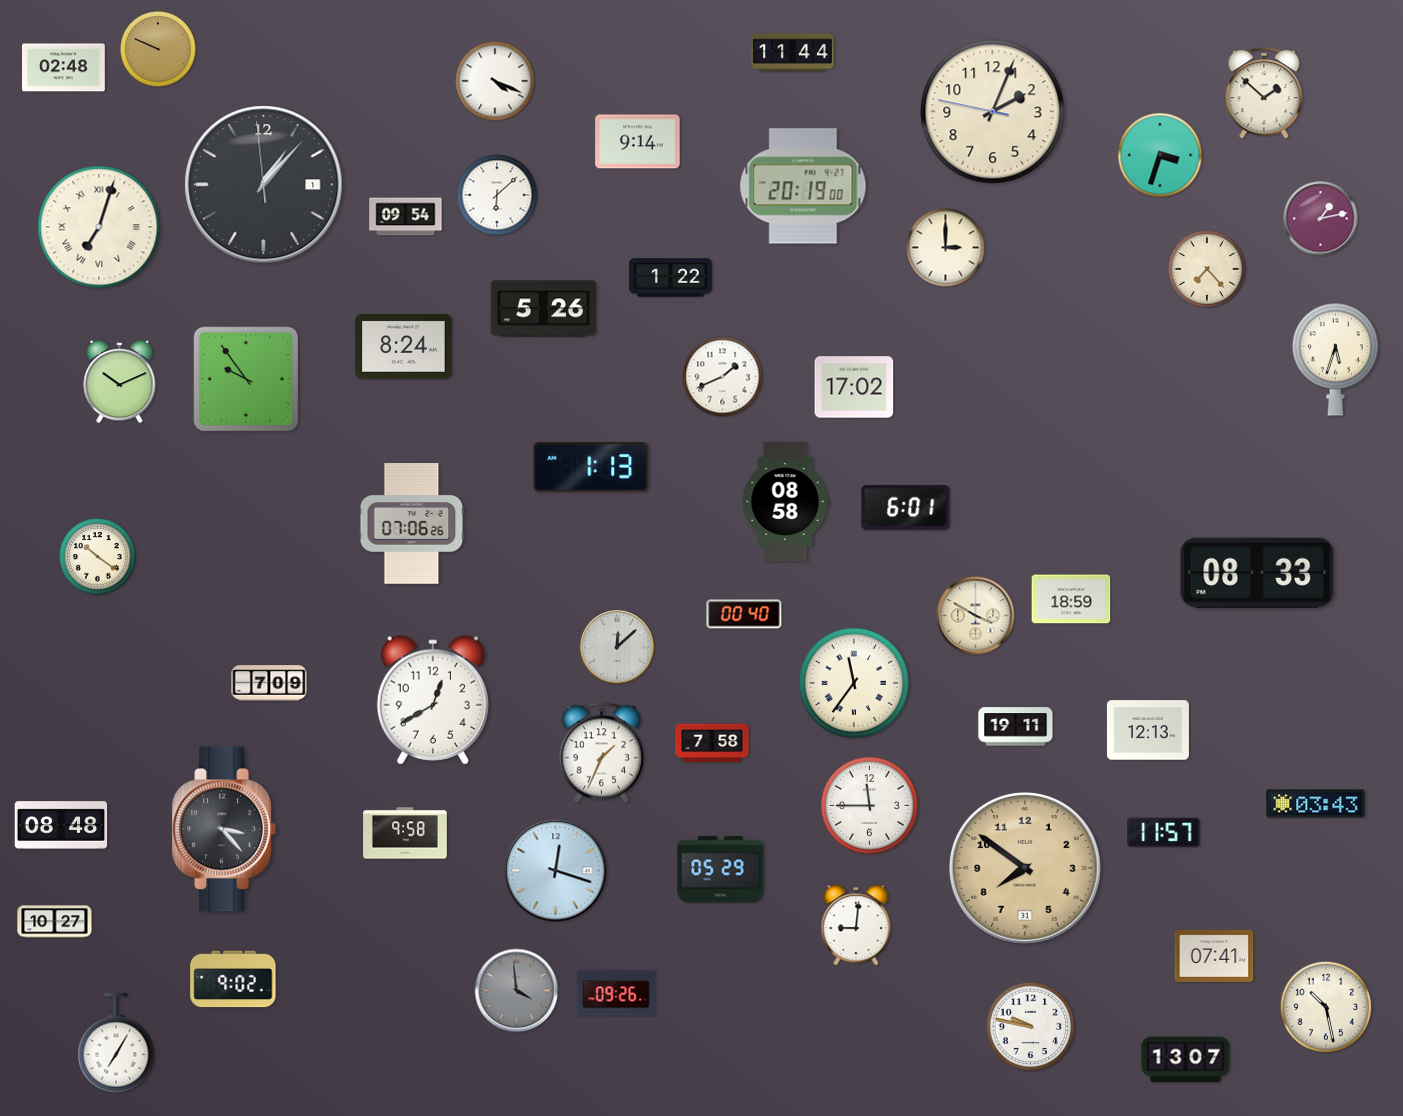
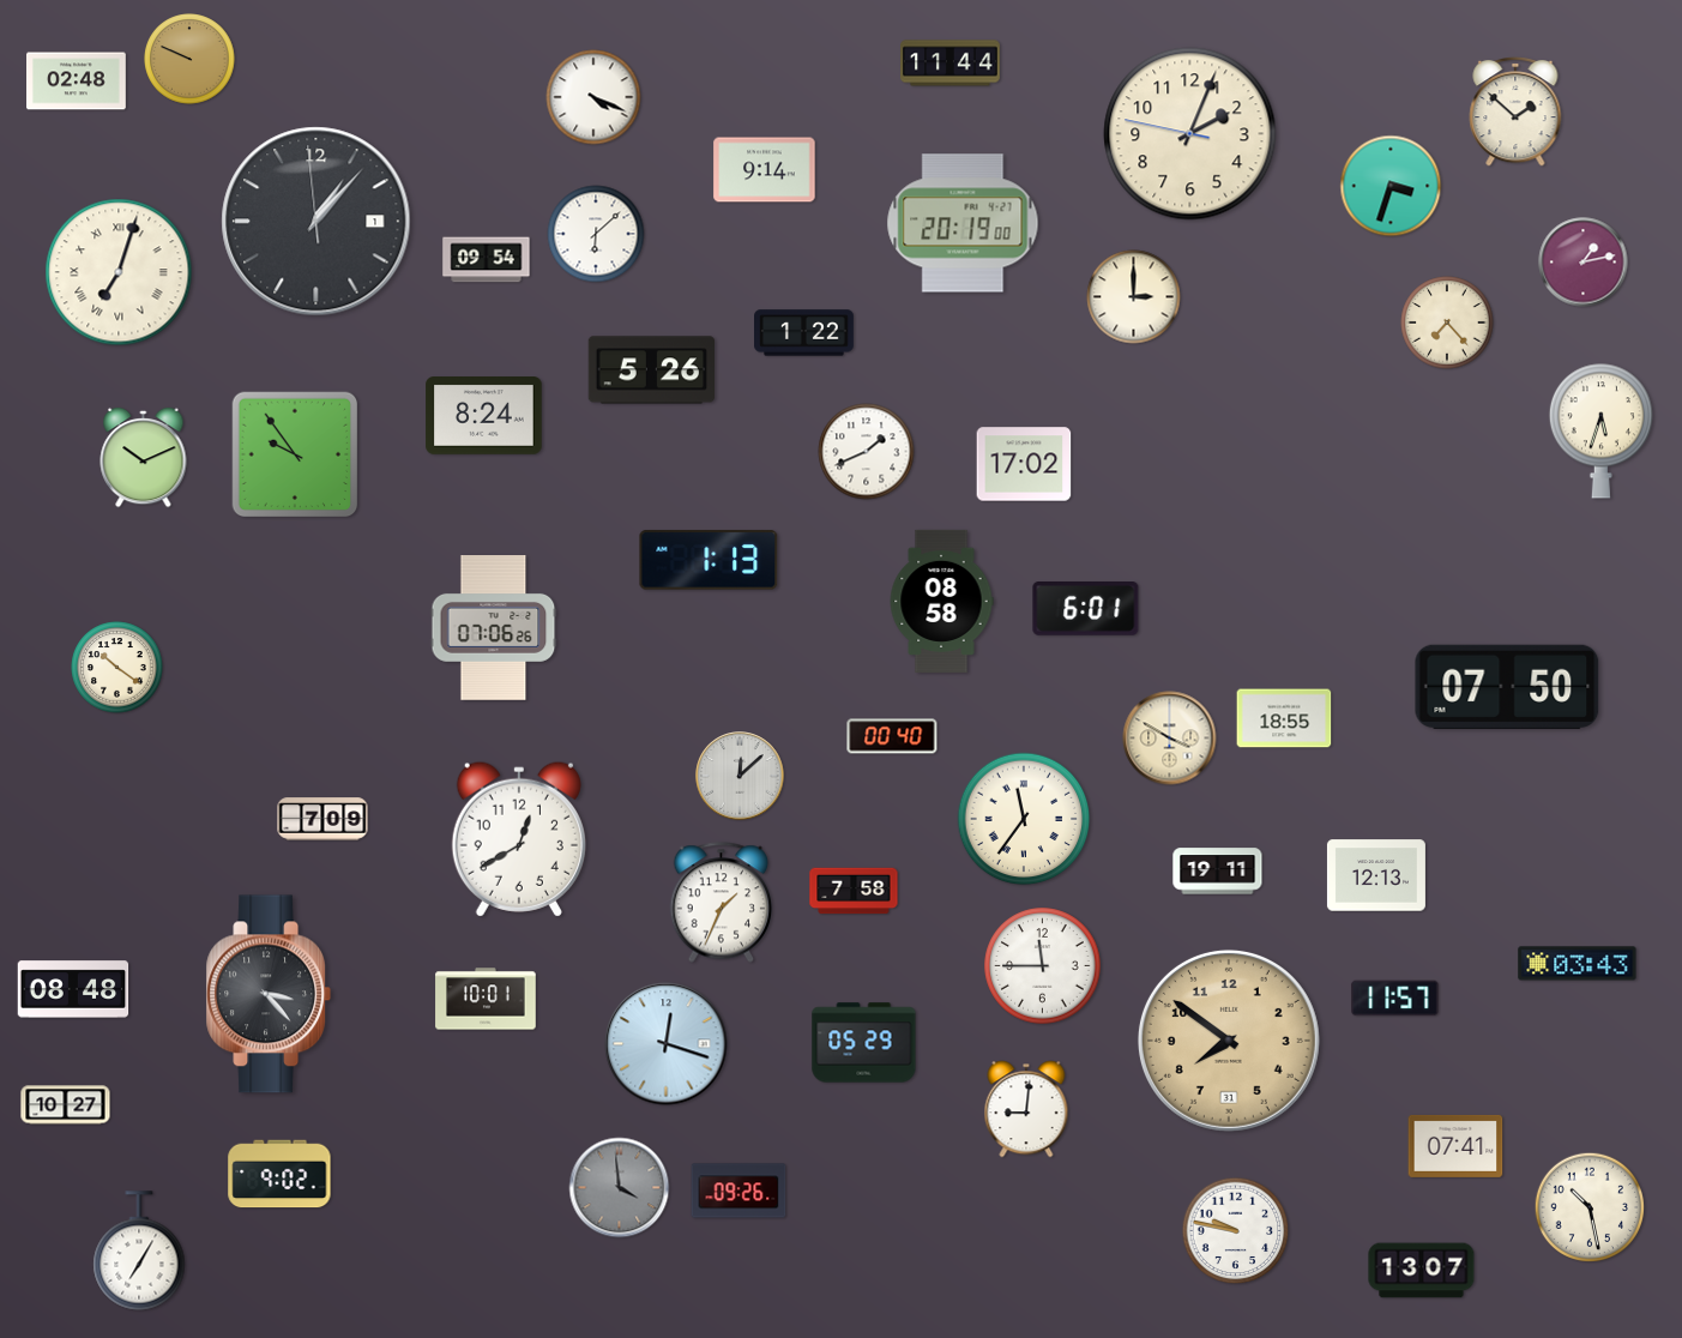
clock at (1257, 573): 08:33 -> 07:50
clock at (1071, 599): 18:59 -> 18:55
clock at (405, 833): 9:58 -> 10:01
